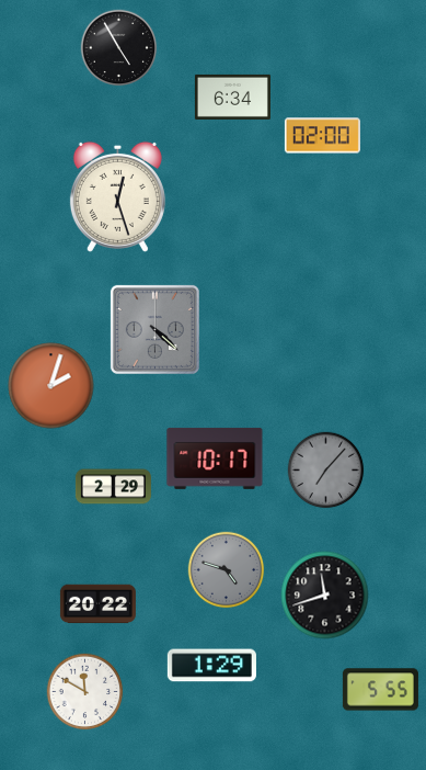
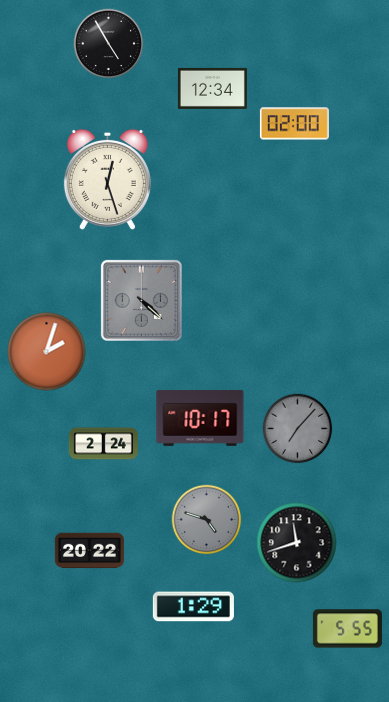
clock at (232, 97): 6:34 -> 12:34
clock at (215, 458) position: (215, 458) -> (200, 418)
clock at (113, 487): 2:29 -> 2:24
clock at (85, 692): 11:50 -> none
